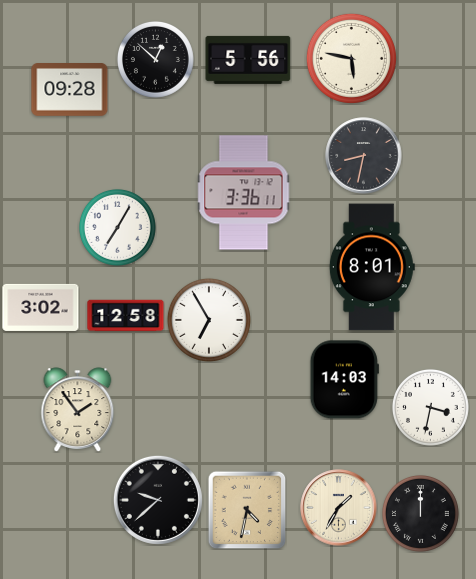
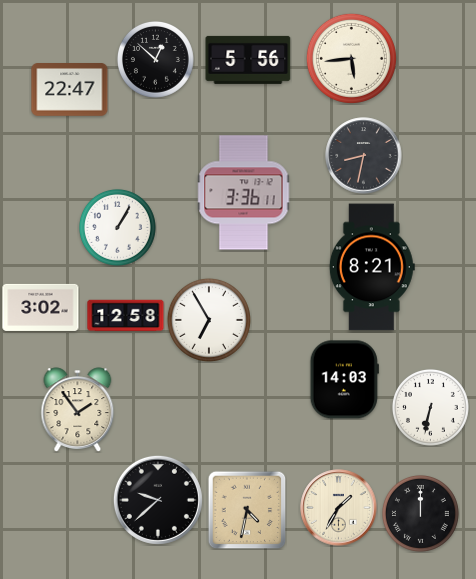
clock at (351, 58): 5:47 -> 5:44
clock at (70, 90): 09:28 -> 22:47
clock at (117, 227): 7:05 -> 1:05
clock at (372, 267): 8:01 -> 8:21
clock at (430, 407): 3:32 -> 6:32
